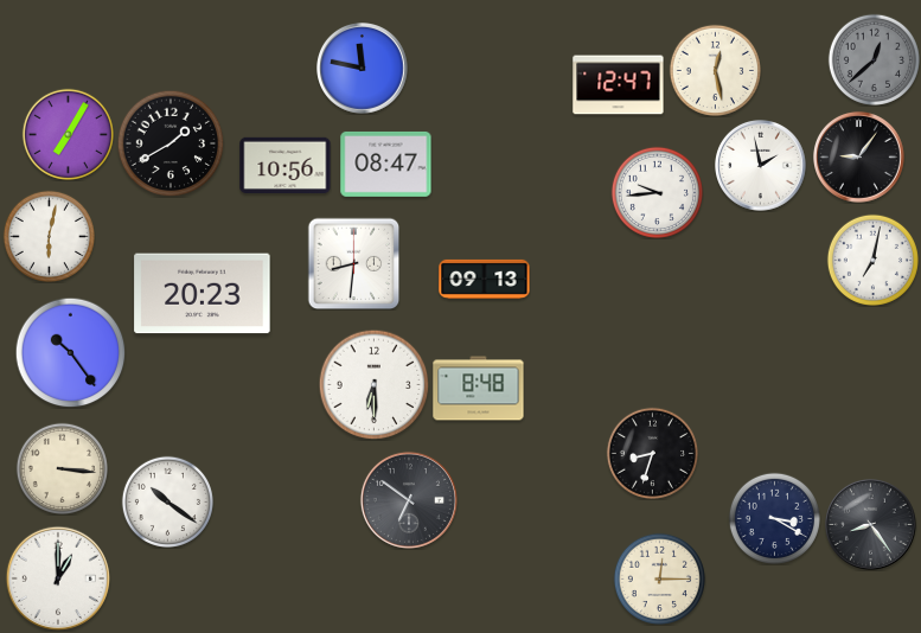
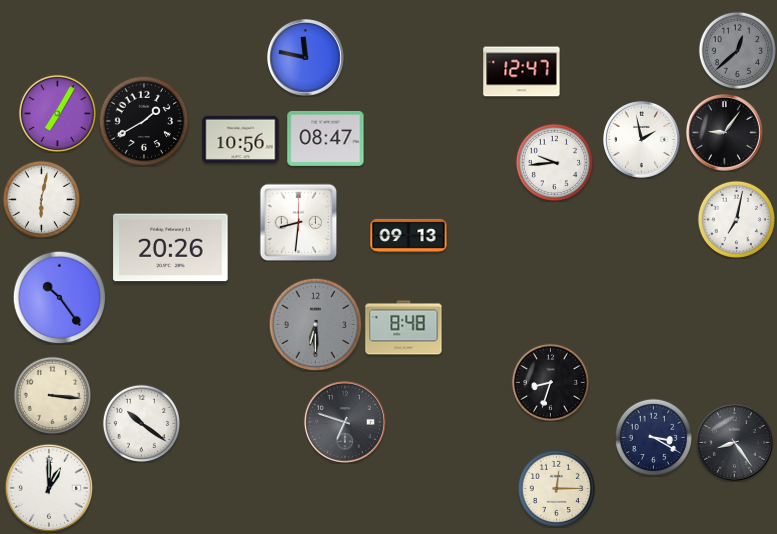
clock at (715, 70): 12:28 -> none
clock at (203, 294): 20:23 -> 20:26
clock at (373, 384) dial: white -> grey
clock at (409, 500): 6:51 -> 6:48
